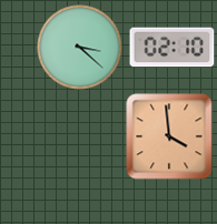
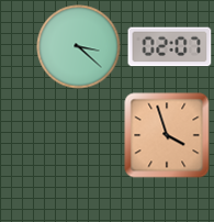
clock at (172, 48): 02:10 -> 02:07
clock at (169, 136): 3:59 -> 3:57
